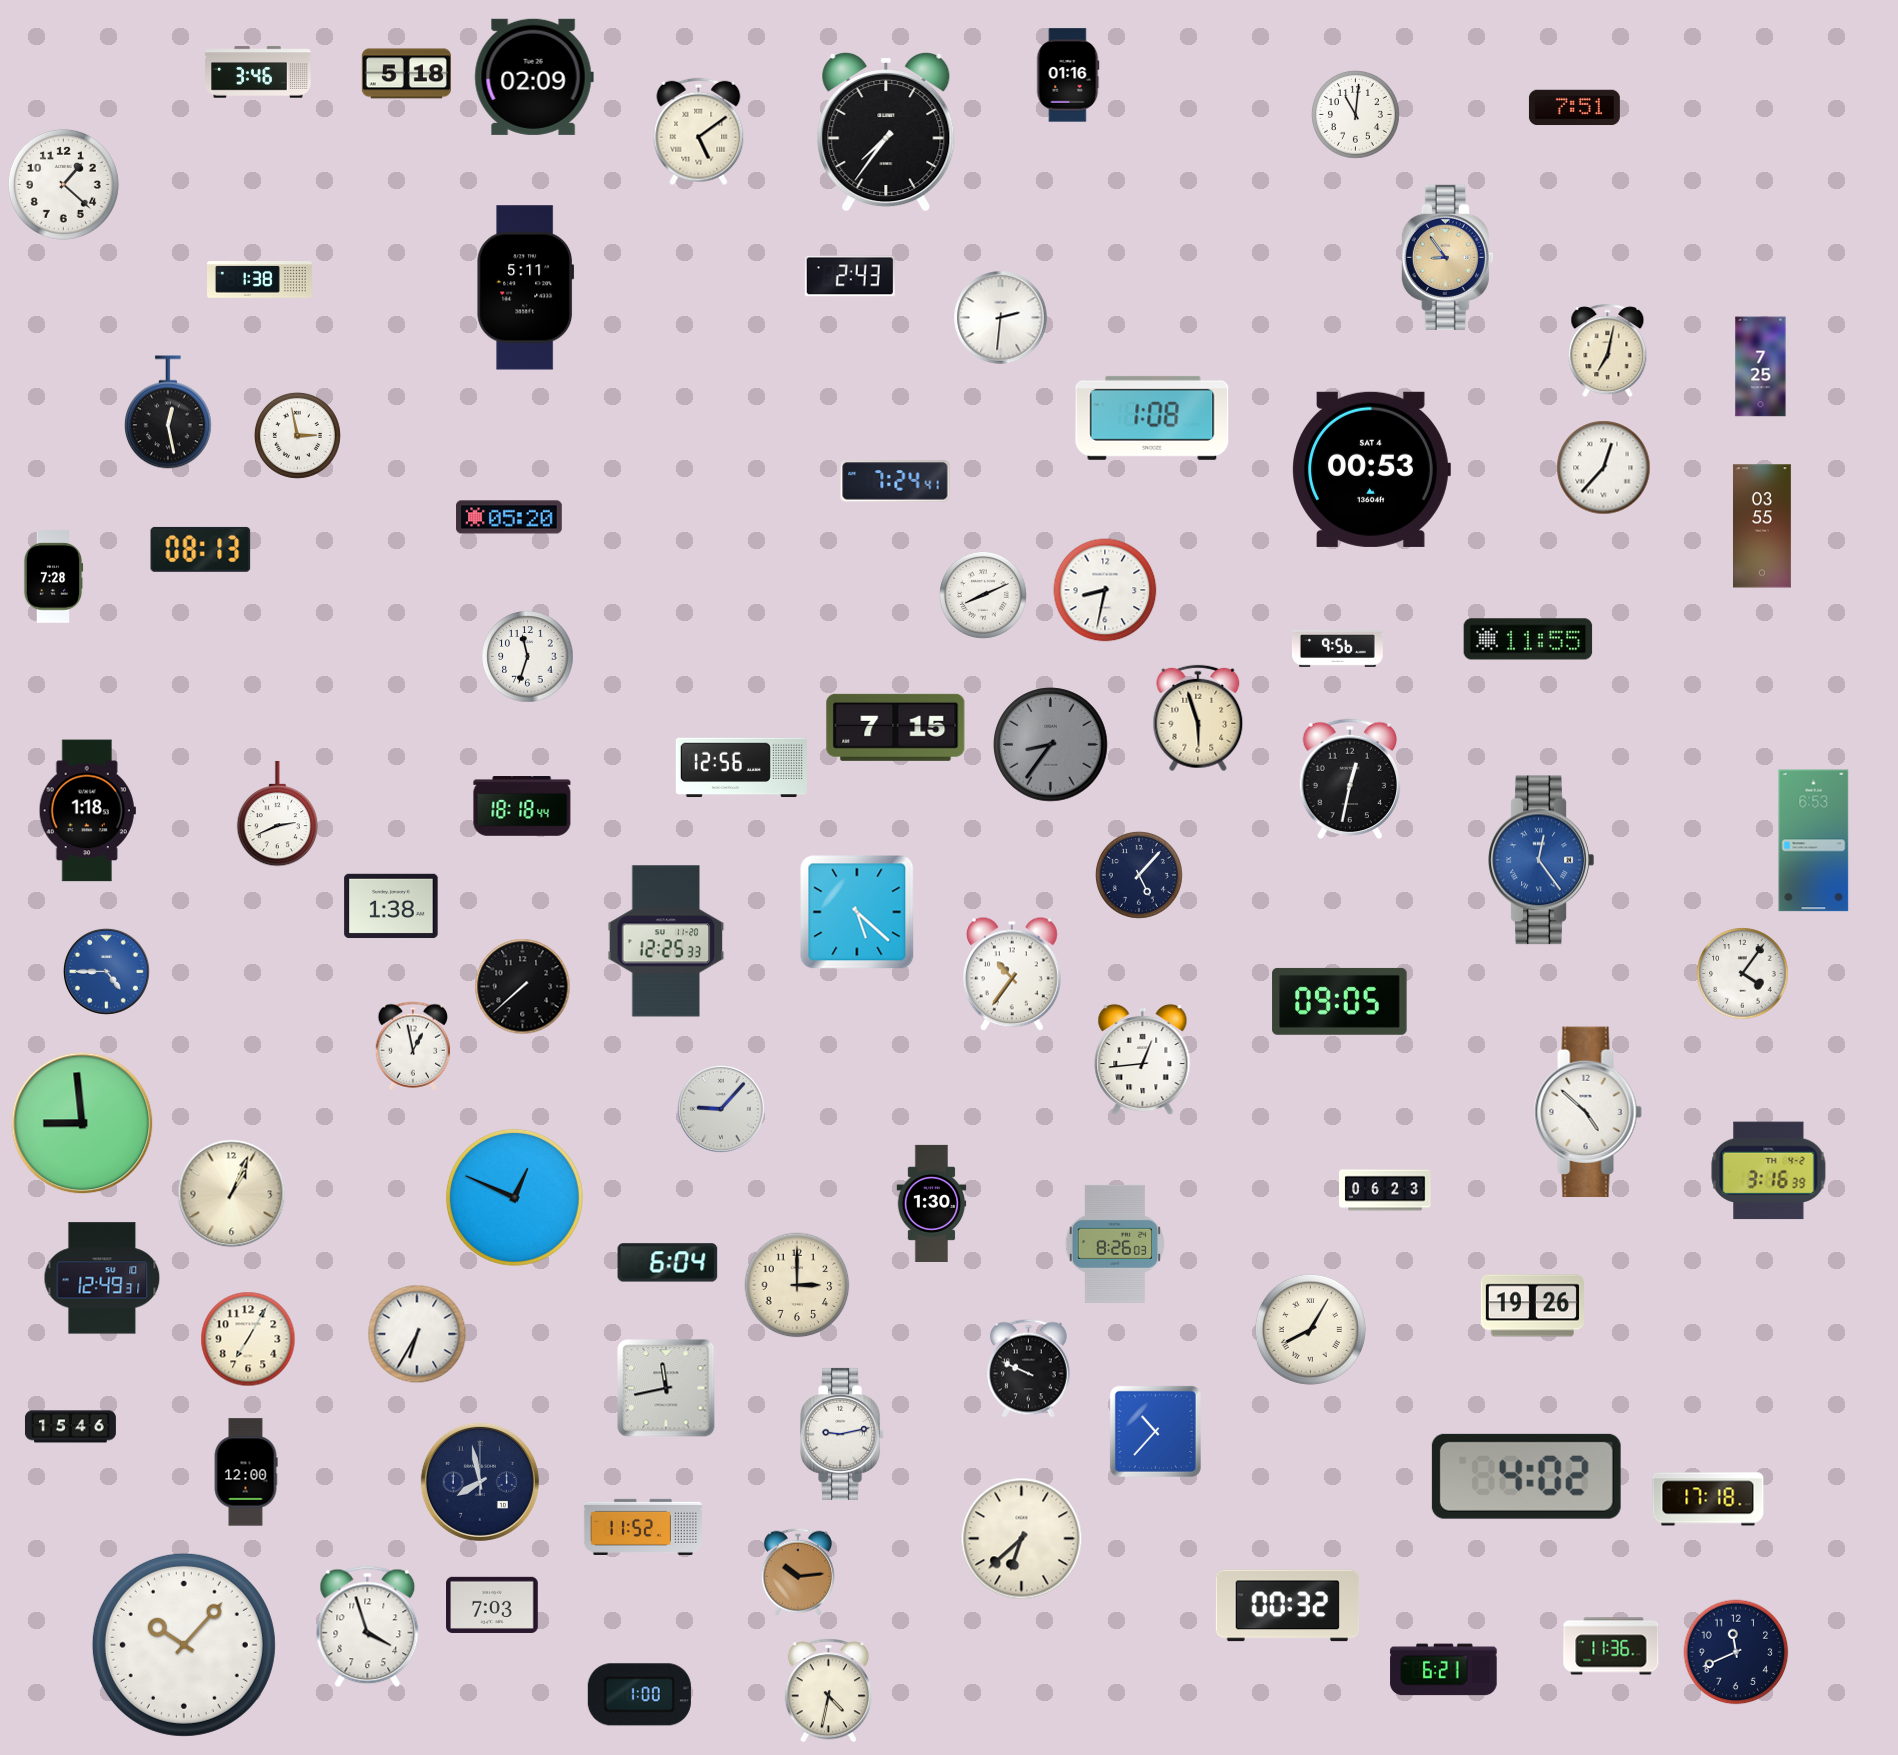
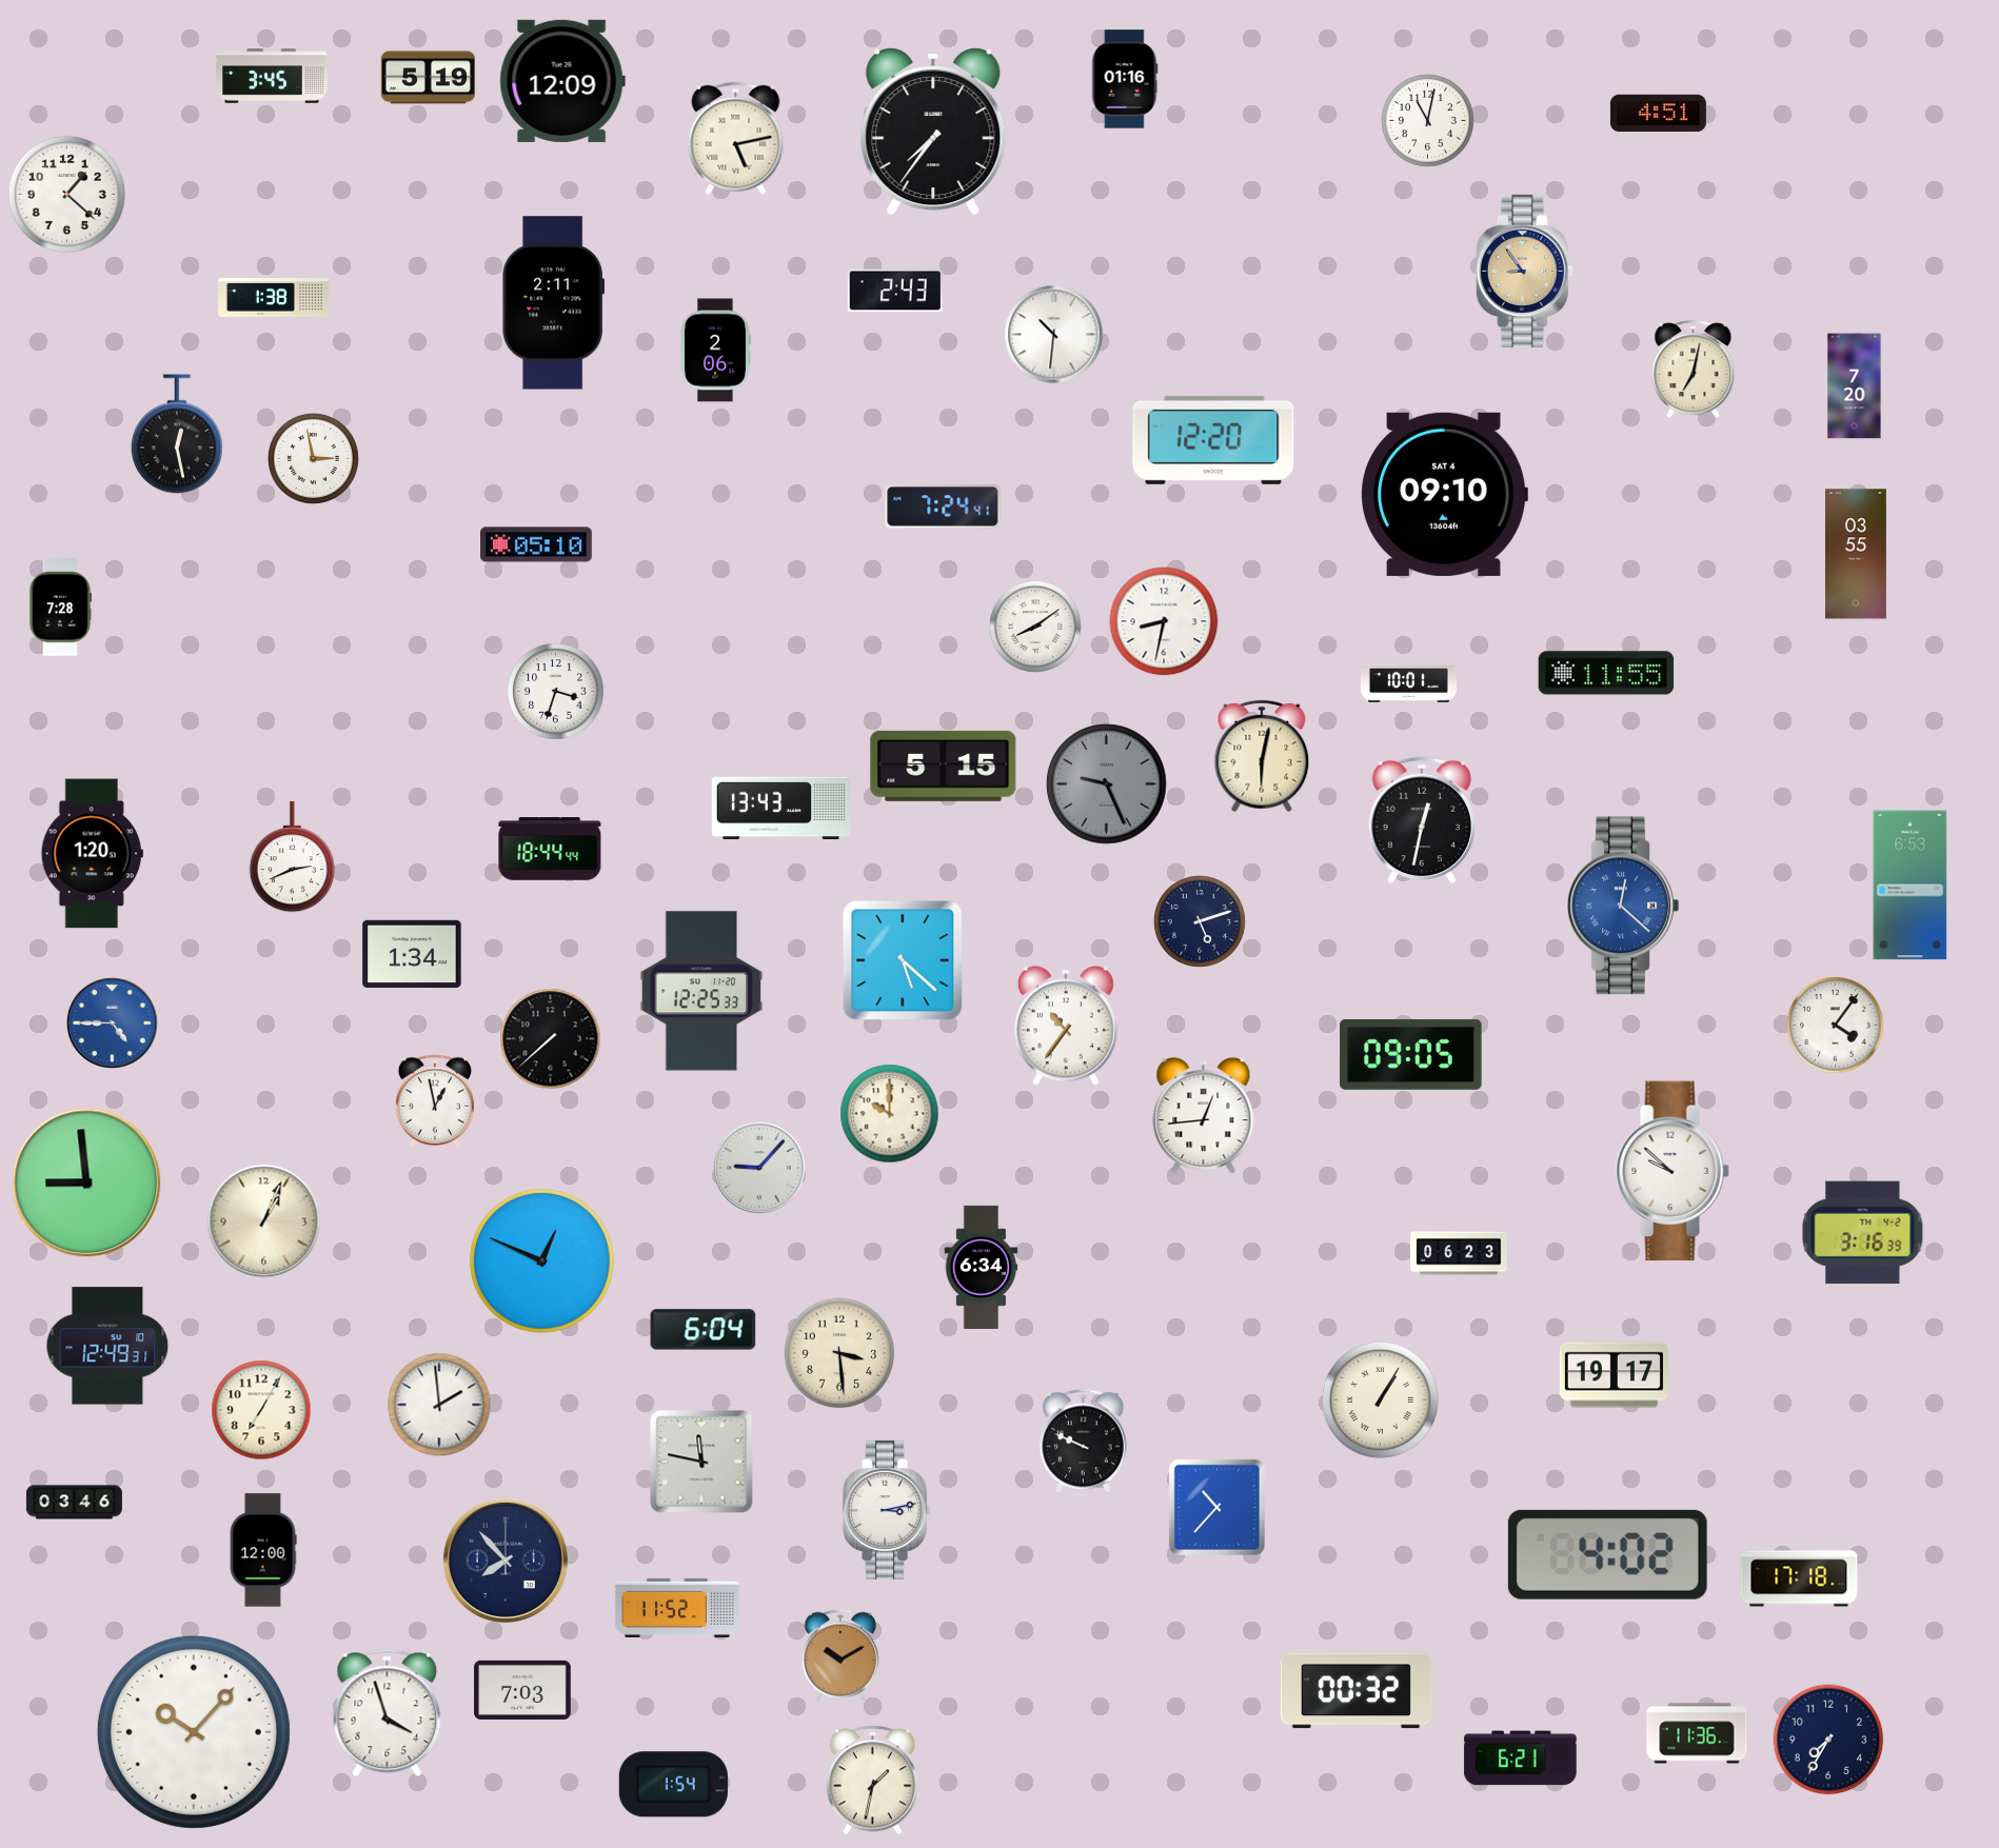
clock at (258, 72): 3:46 -> 3:45
clock at (406, 74): 5:18 -> 5:19
clock at (534, 77): 02:09 -> 12:09
clock at (1574, 108): 7:51 -> 4:51
clock at (1356, 115): 11:01 -> 11:02
clock at (699, 132): 5:09 -> 5:13
clock at (886, 132) position: (886, 132) -> (933, 132)
clock at (260, 280) position: (260, 280) -> (274, 298)
clock at (526, 288): 5:11 -> 2:11
clock at (1001, 318): 2:31 -> 10:31
clock at (716, 351): none -> 2:06
clock at (1761, 367): 7:25 -> 7:20
clock at (1152, 418): 1:08 -> 12:20
clock at (1604, 468): 12:37 -> none
clock at (1371, 469): 00:53 -> 09:10
clock at (509, 517): 05:20 -> 05:10
clock at (201, 549): 08:13 -> none
clock at (53, 577) position: (53, 577) -> (60, 608)
clock at (983, 595): 8:11 -> 8:09
clock at (1528, 639) position: (1528, 639) -> (1606, 673)
clock at (1337, 649): 9:56 -> 10:01
clock at (528, 657): 11:33 -> 3:33
clock at (1198, 718): 5:57 -> 6:02
clock at (896, 727): 7:15 -> 5:15
clock at (1051, 745): 8:36 -> 9:26
clock at (741, 768): 12:56 -> 13:43
clock at (522, 806): 18:18 -> 18:44
clock at (87, 811): 1:18 -> 1:20
clock at (1541, 860): 12:24 -> 12:22
clock at (1139, 875): 5:07 -> 5:12
clock at (391, 906): 1:38 -> 1:34
clock at (890, 1114): none -> 10:00
clock at (1588, 1112): 4:52 -> 9:52
clock at (232, 1194) position: (232, 1194) -> (264, 1221)
clock at (932, 1203): 1:30 -> 6:34
clock at (1114, 1244): 8:26 -> none
clock at (797, 1285): 3:00 -> 3:29
clock at (1532, 1306): 19:26 -> 19:17
clock at (1310, 1329): 8:05 -> 1:05
clock at (417, 1334): 6:35 -> 1:59
clock at (666, 1388): 11:43 -> 11:47
clock at (71, 1427): 15:46 -> 03:46
clock at (843, 1434): 9:13 -> 3:13
clock at (246, 1472) position: (246, 1472) -> (263, 1550)
clock at (480, 1482): 7:58 -> 7:53
clock at (1022, 1539): 6:38 -> none
clock at (798, 1572): 10:14 -> 10:10
clock at (492, 1605) position: (492, 1605) -> (522, 1690)
clock at (1736, 1652): 11:41 -> 7:35
clock at (828, 1691): 4:32 -> 1:32
clock at (639, 1695): 1:00 -> 1:54
